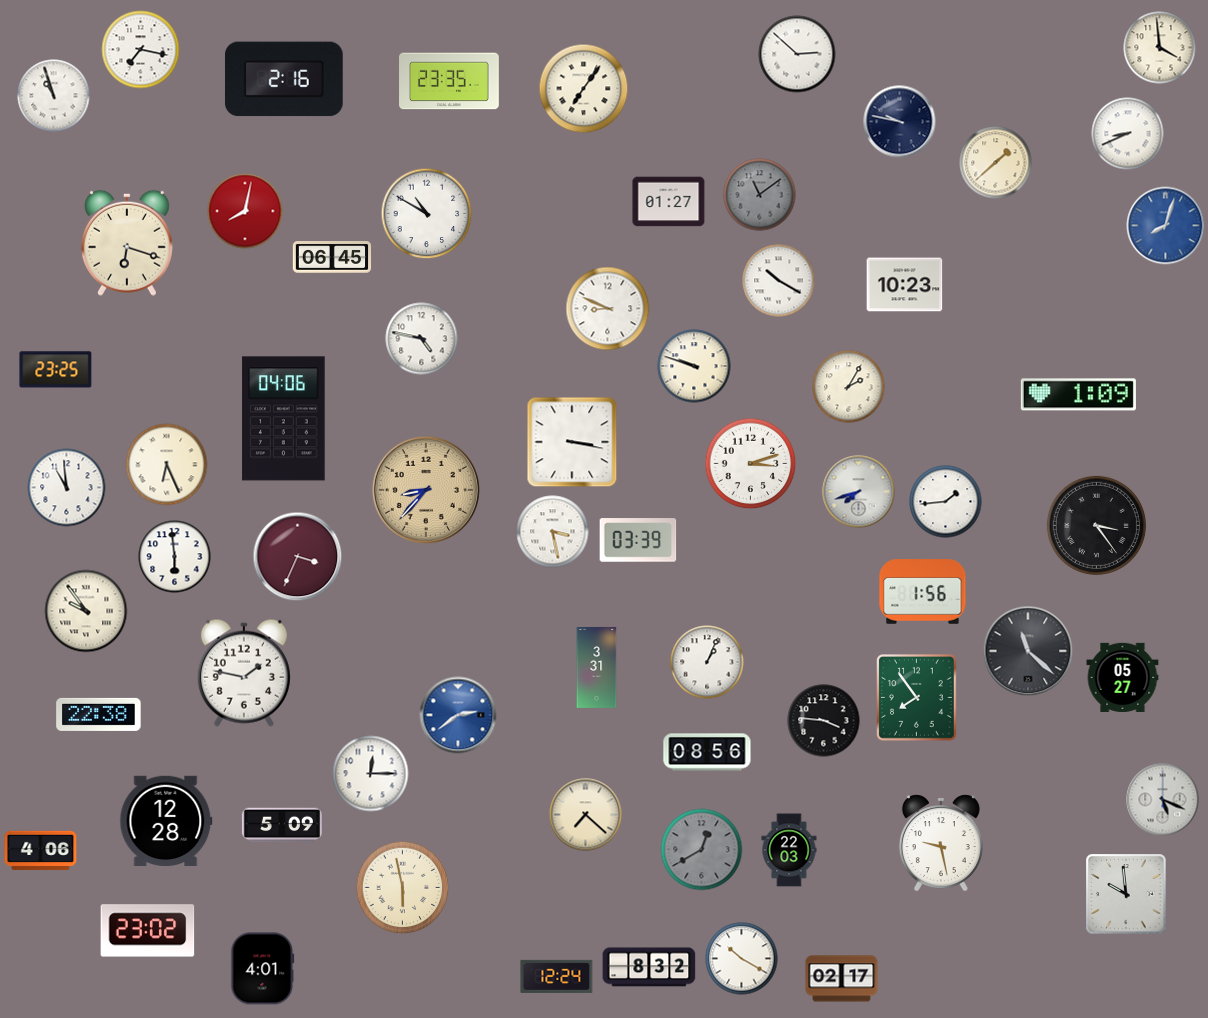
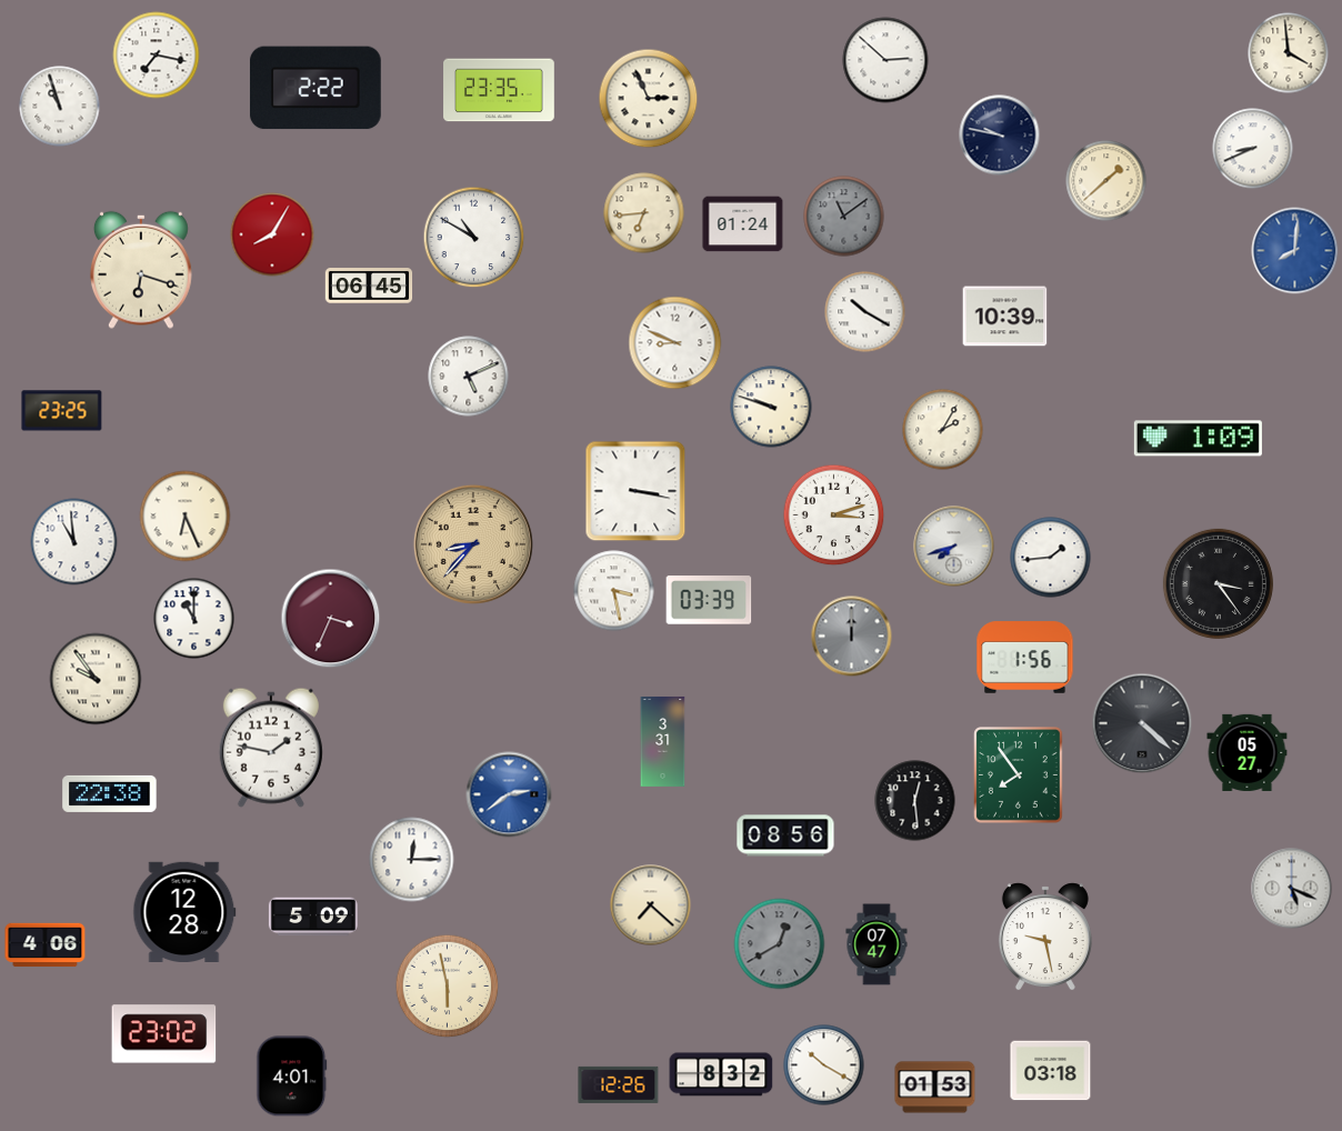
clock at (284, 79): 2:16 -> 2:22
clock at (584, 89): 7:06 -> 2:56
clock at (644, 213): none -> 6:44
clock at (669, 202): 01:27 -> 01:24
clock at (245, 211): 8:02 -> 8:05
clock at (1166, 226): 8:03 -> 8:01
clock at (905, 285): 10:23 -> 10:39
clock at (422, 339): 4:47 -> 5:11
clock at (284, 419): 04:06 -> none
clock at (175, 557): 5:59 -> 11:00
clock at (852, 637): none -> 12:00
clock at (1028, 651): 11:22 -> 4:22
clock at (707, 662): 1:04 -> none
clock at (824, 721): 3:46 -> 12:29
clock at (789, 850): 22:03 -> 07:47
clock at (1126, 894): 9:59 -> none
clock at (1051, 1071): none -> 03:18
clock at (557, 976): 12:24 -> 12:26
clock at (842, 979): 02:17 -> 01:53
